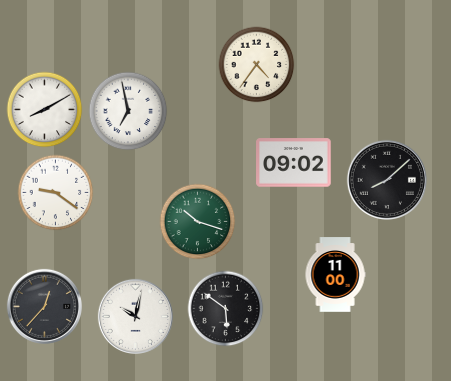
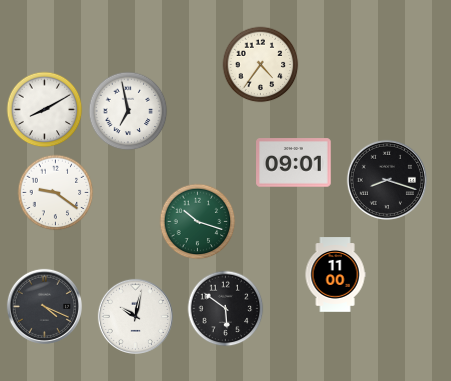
clock at (257, 65) position: (257, 65) -> (261, 65)
clock at (294, 163): 09:02 -> 09:01
clock at (386, 179): 8:08 -> 8:18
clock at (44, 306): 12:37 -> 4:19
